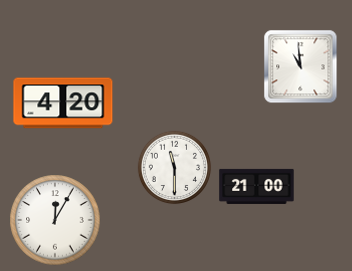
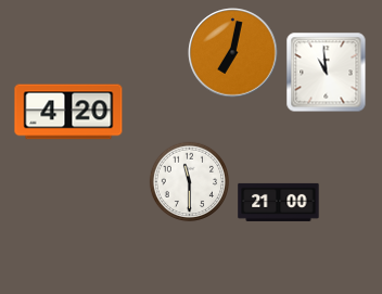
clock at (233, 53): none -> 7:02
clock at (55, 220): 12:05 -> none
